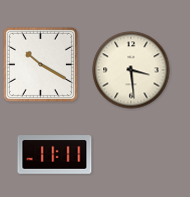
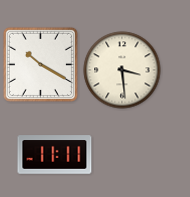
clock at (131, 70) position: (131, 70) -> (122, 70)
